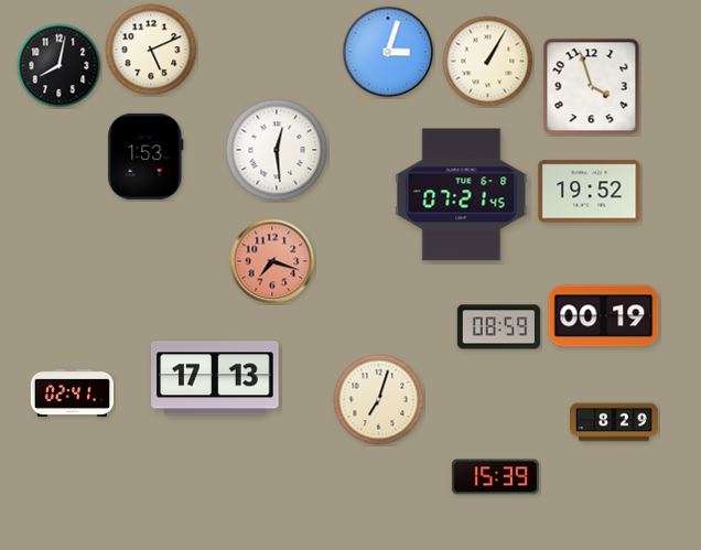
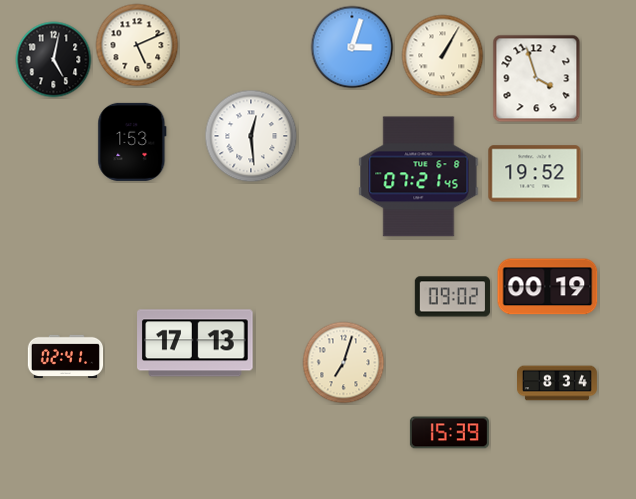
clock at (60, 66): 8:02 -> 5:02
clock at (272, 261): 7:18 -> none
clock at (498, 327): 08:59 -> 09:02
clock at (615, 422): 8:29 -> 8:34
